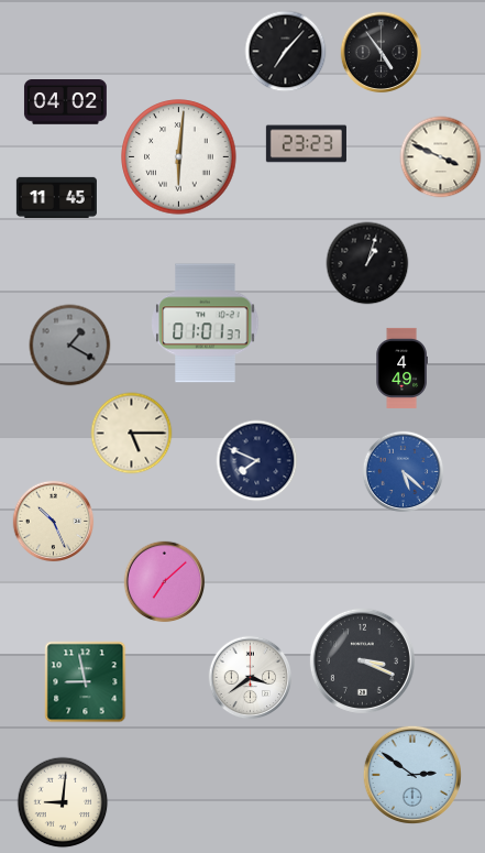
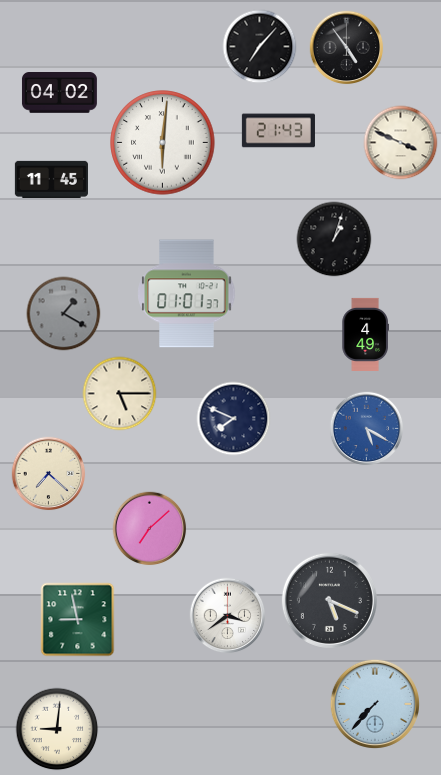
clock at (306, 144): 23:23 -> 21:43
clock at (404, 472): 5:22 -> 5:20
clock at (54, 522): 10:26 -> 7:22
clock at (362, 660): 3:19 -> 5:19
clock at (412, 775): 2:51 -> 7:37
